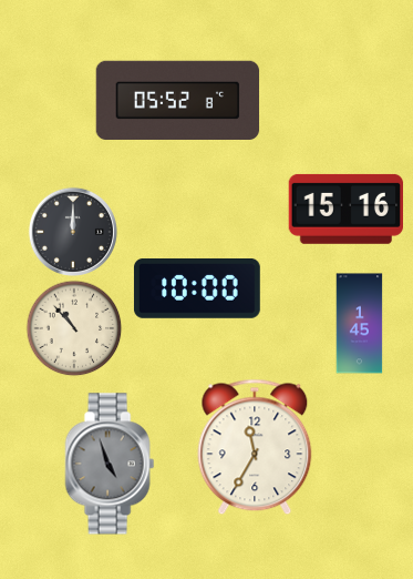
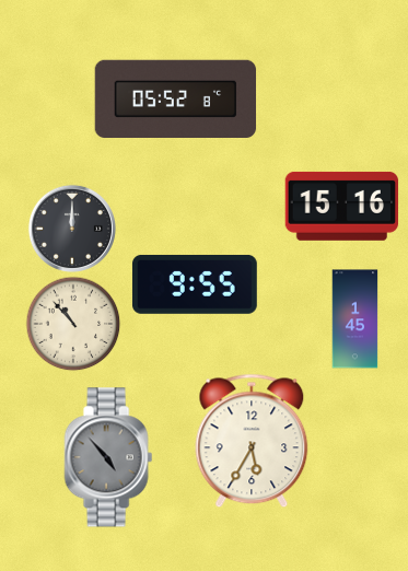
clock at (197, 288): 10:00 -> 9:55
clock at (255, 447): 11:35 -> 5:35
clock at (110, 464): 4:57 -> 4:53
